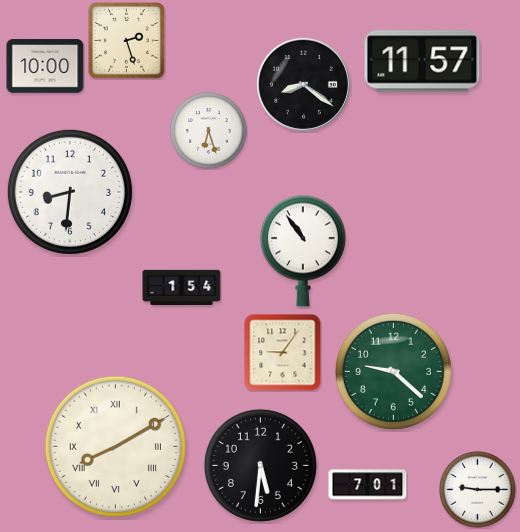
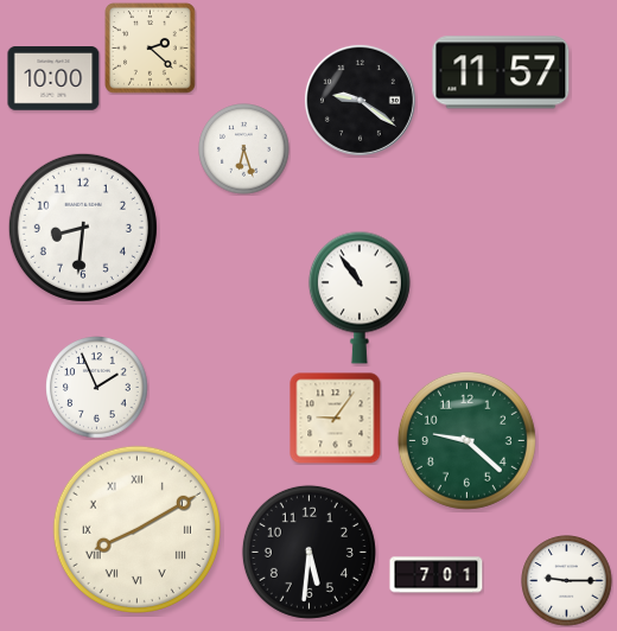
clock at (127, 41): 2:27 -> 2:22
clock at (303, 84): 8:21 -> 9:21
clock at (209, 131) position: (209, 131) -> (244, 149)
clock at (182, 288): 1:54 -> none
clock at (97, 388): none -> 1:56
